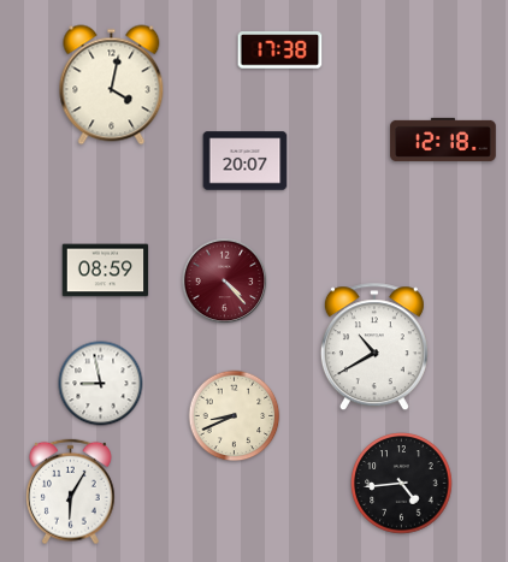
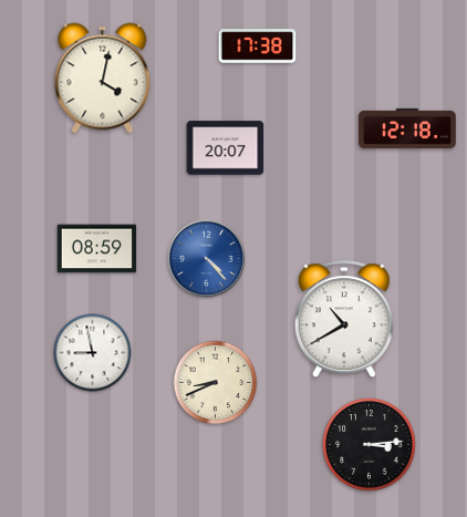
clock at (225, 282) dial: burgundy -> blue
clock at (402, 484): 4:44 -> 3:14
clock at (71, 492): 6:05 -> none
